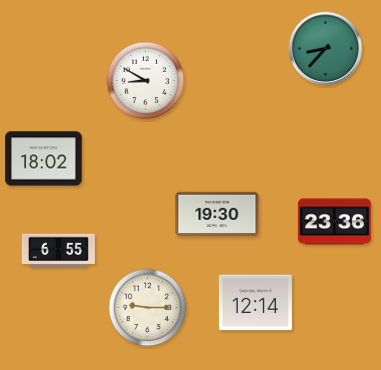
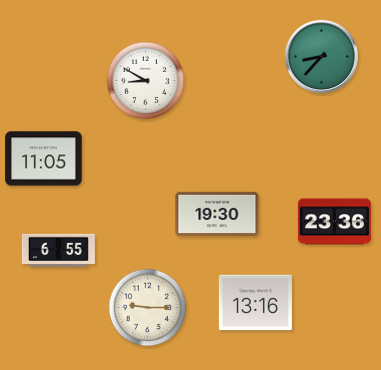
clock at (325, 48) position: (325, 48) -> (321, 56)
clock at (44, 159): 18:02 -> 11:05
clock at (255, 303): 12:14 -> 13:16
